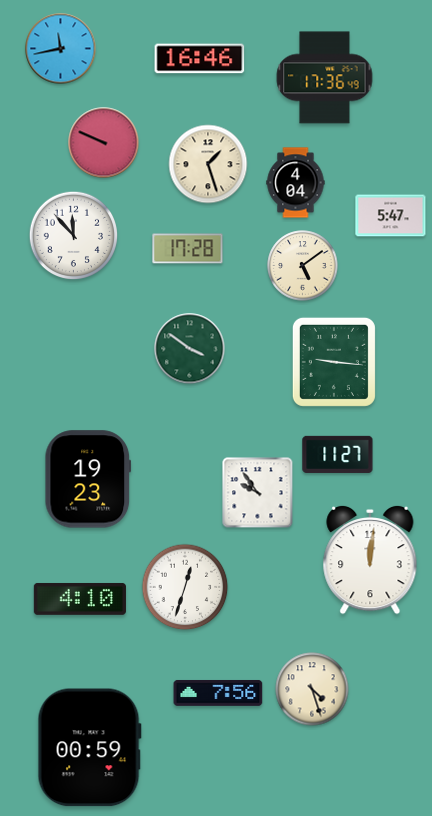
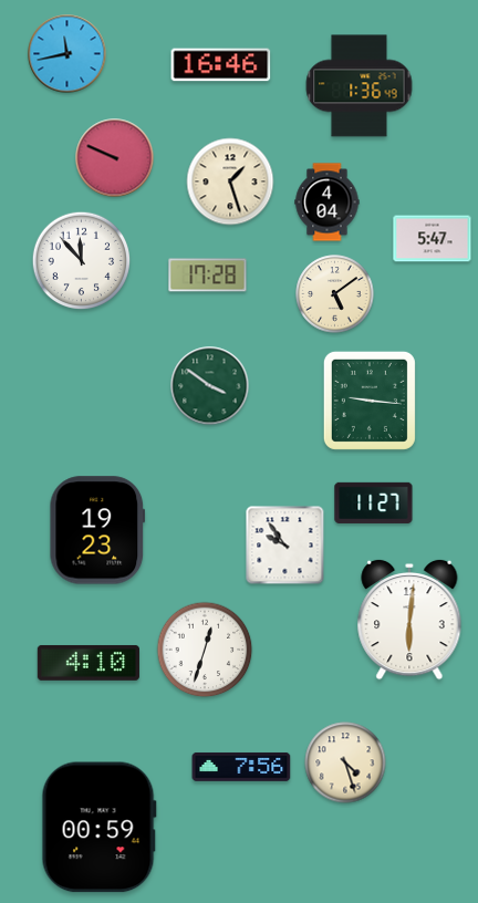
clock at (325, 78): 17:36 -> 1:36
clock at (370, 560): 12:01 -> 6:01
